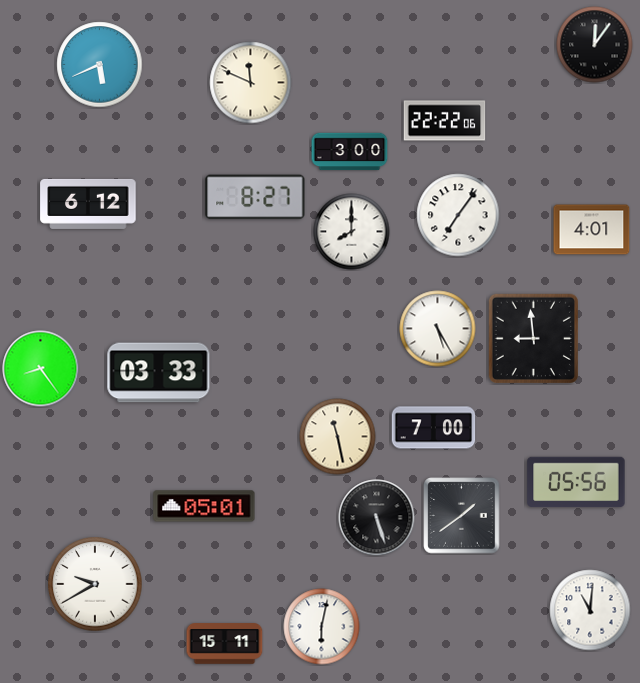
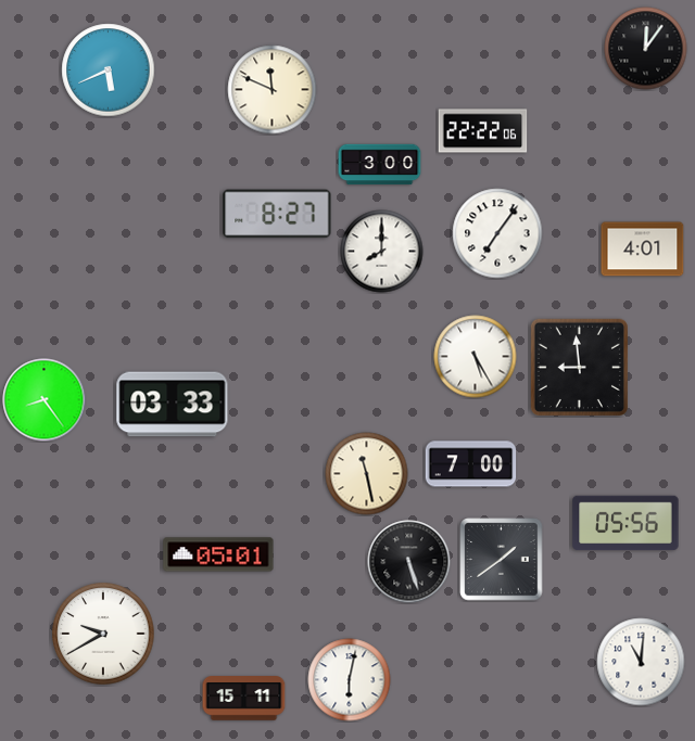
clock at (88, 204): 6:12 -> none
clock at (204, 506) position: (204, 506) -> (218, 554)
